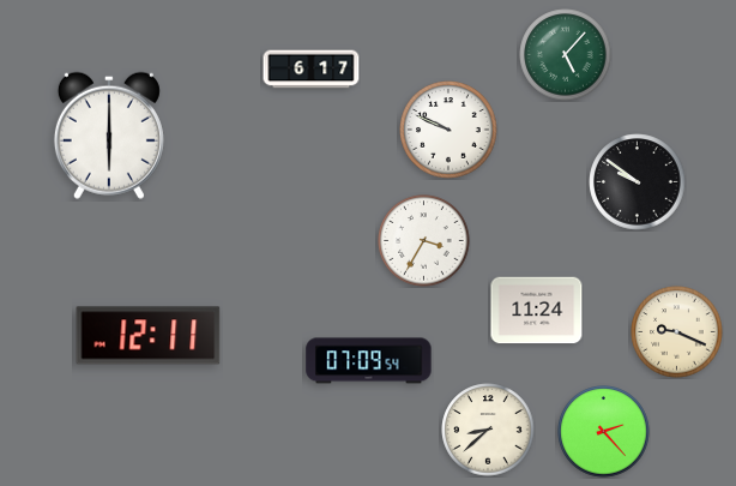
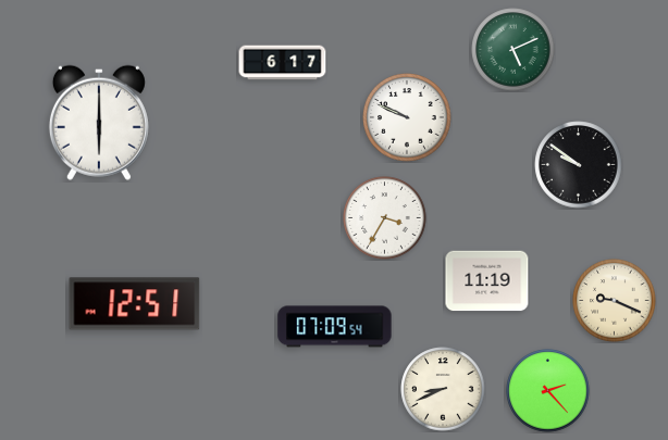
clock at (566, 55): 5:07 -> 5:11
clock at (537, 311): 11:24 -> 11:19
clock at (149, 336): 12:11 -> 12:51
clock at (488, 430): 8:38 -> 8:41
